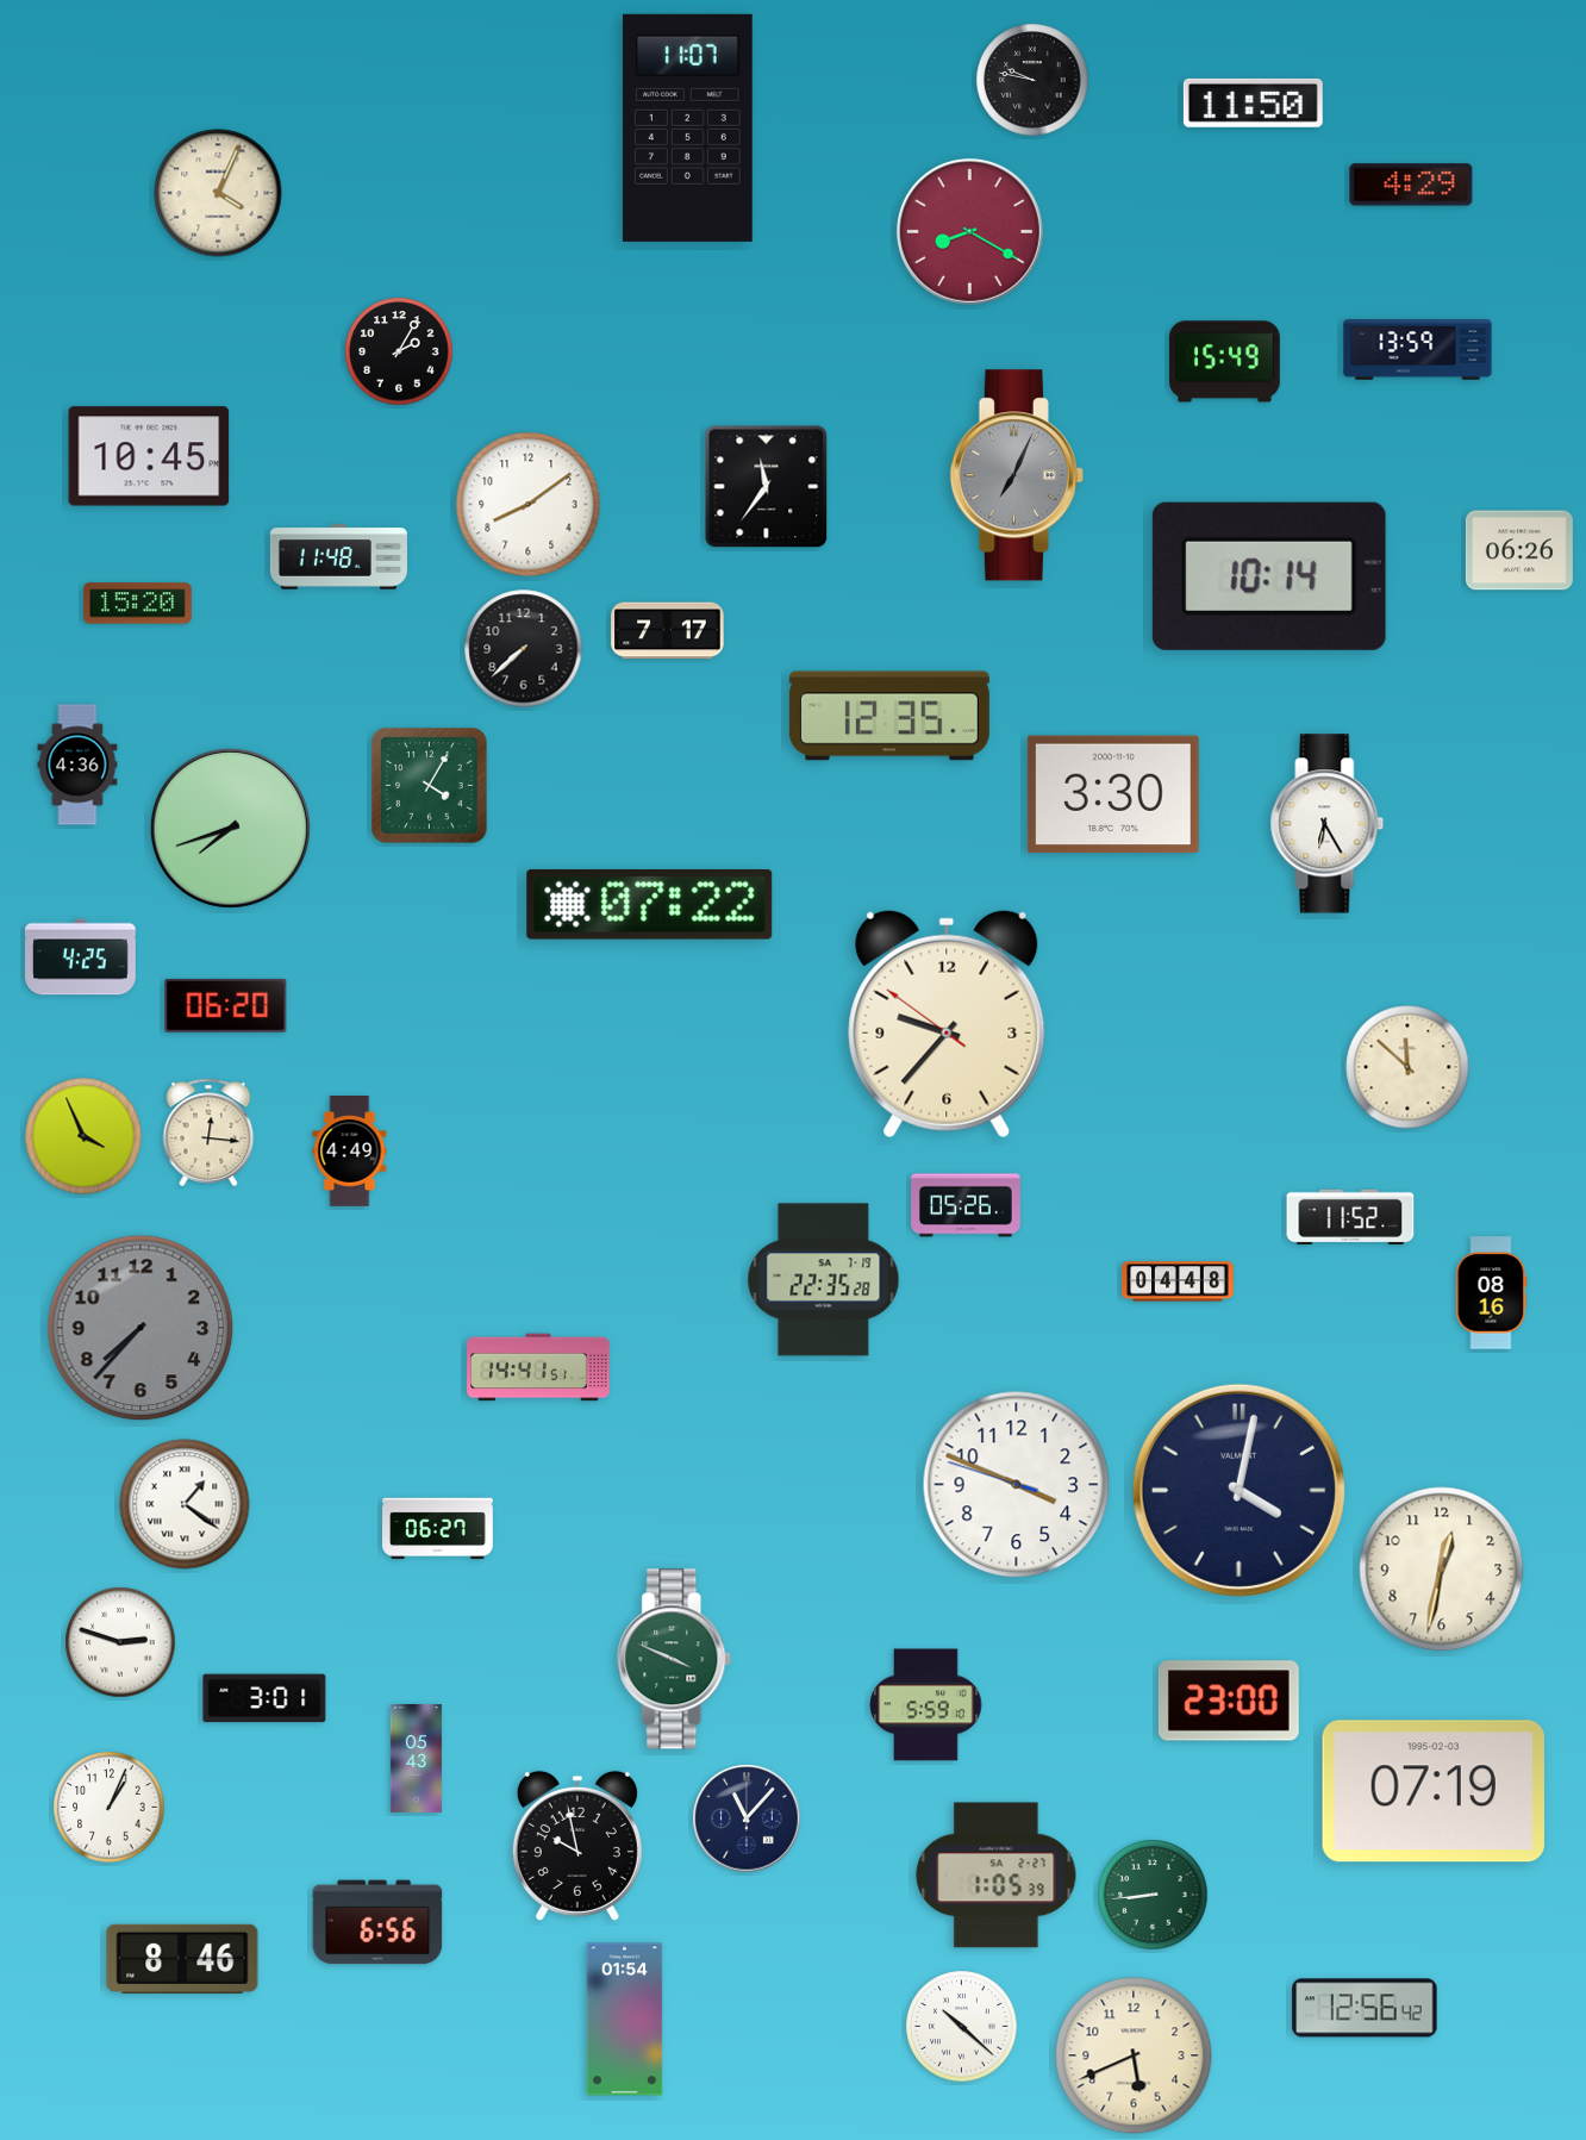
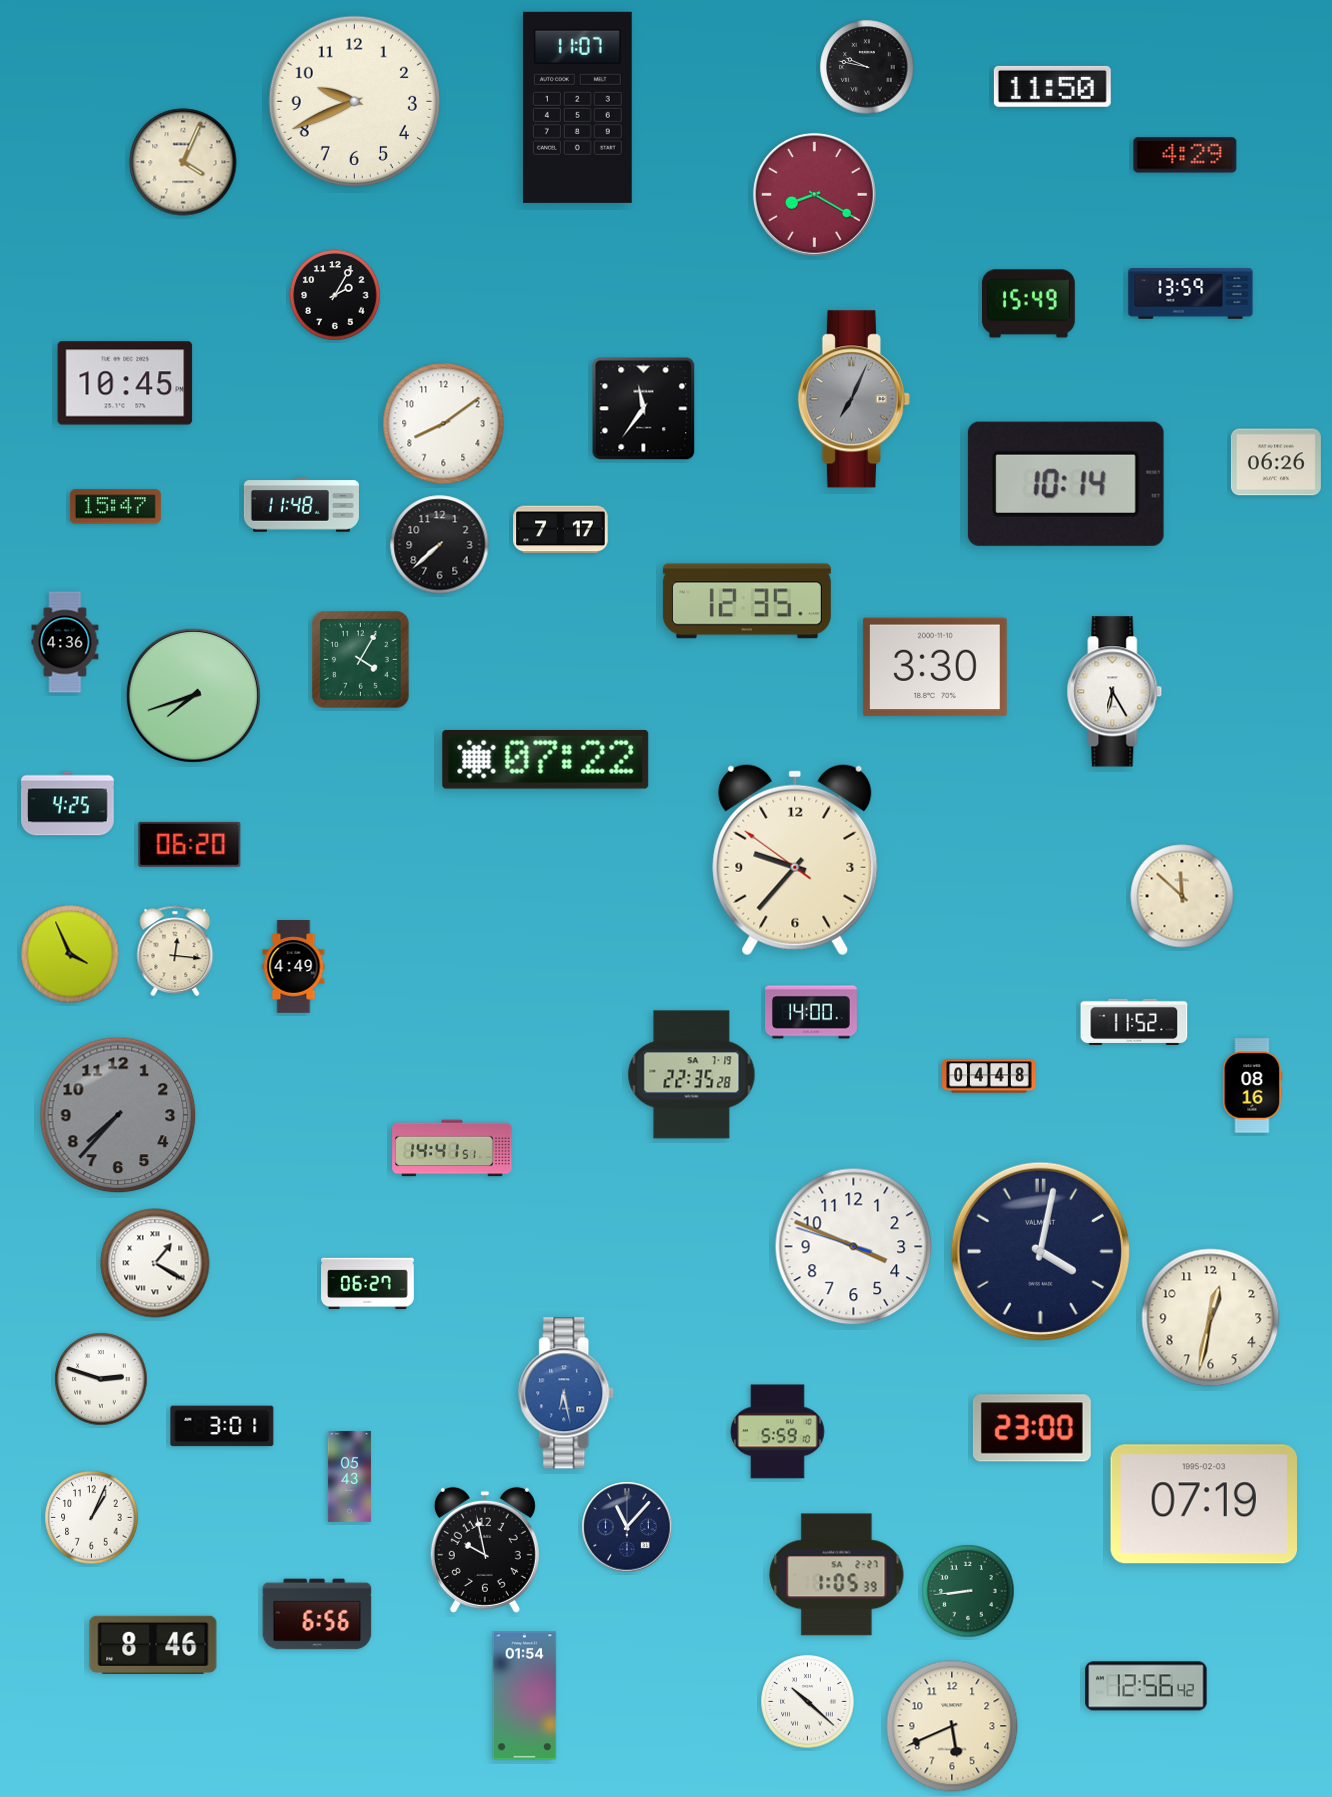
clock at (354, 101): none -> 9:41
clock at (338, 557) position: (338, 557) -> (301, 505)
clock at (137, 604): 15:20 -> 15:47
clock at (967, 1205): 05:26 -> 14:00
clock at (185, 1504): 1:21 -> 1:20
clock at (675, 1659): 3:49 -> 6:28
clock at (675, 1659) dial: green -> blue
